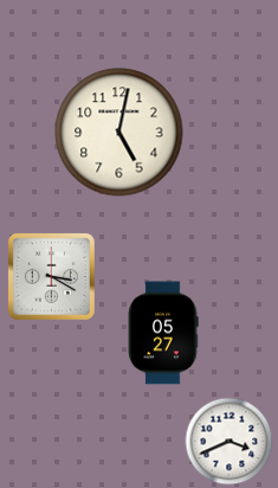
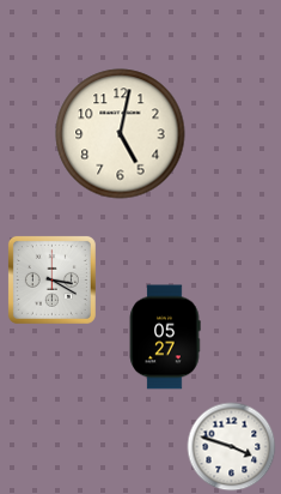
clock at (229, 442): 3:41 -> 3:48
